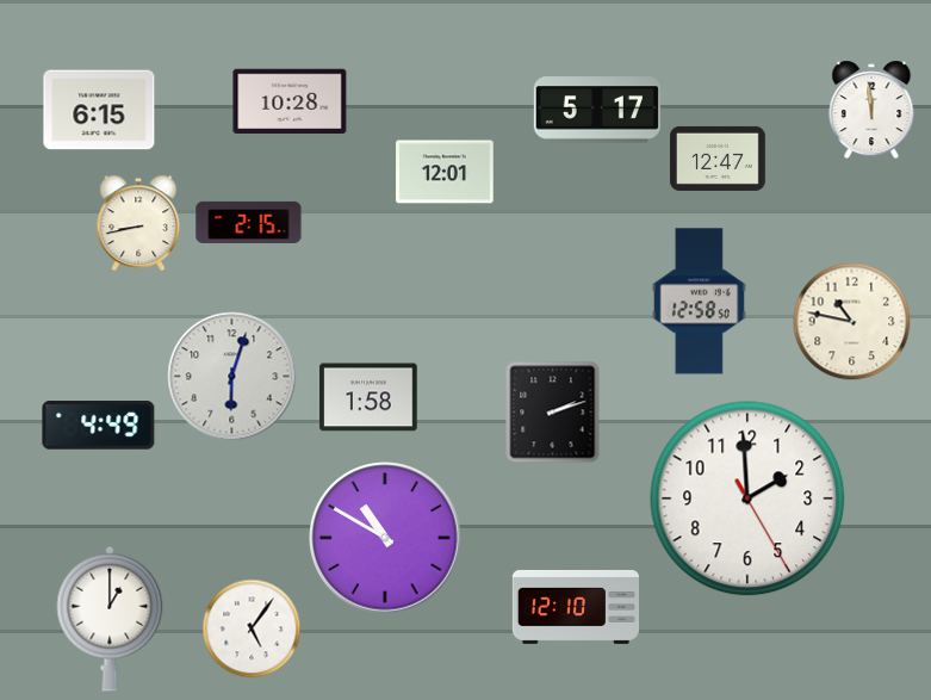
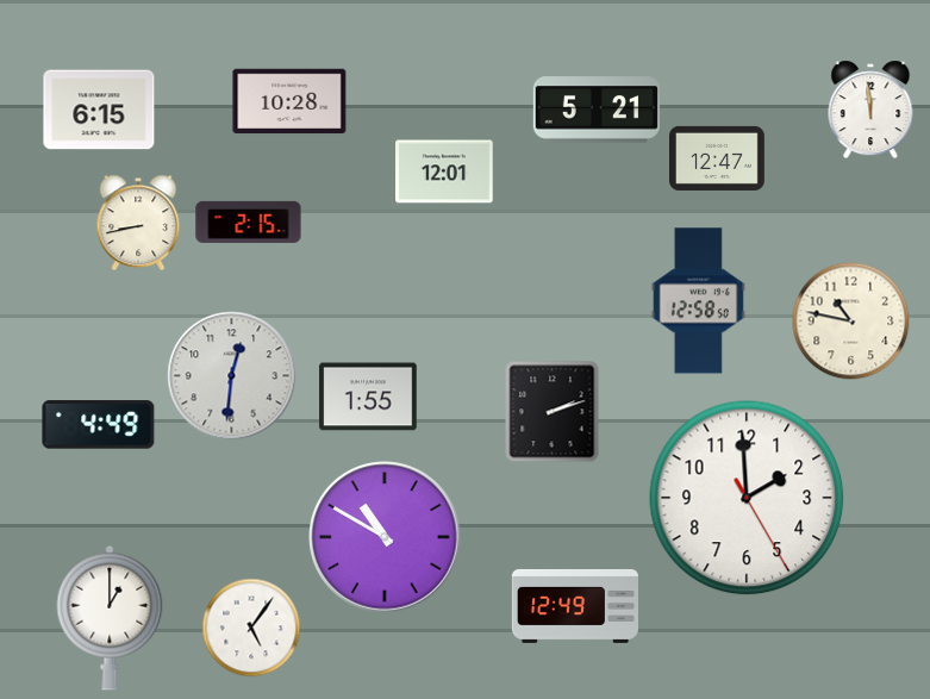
clock at (597, 110): 5:17 -> 5:21
clock at (232, 377): 6:03 -> 12:31
clock at (368, 397): 1:58 -> 1:55
clock at (575, 607): 12:10 -> 12:49
